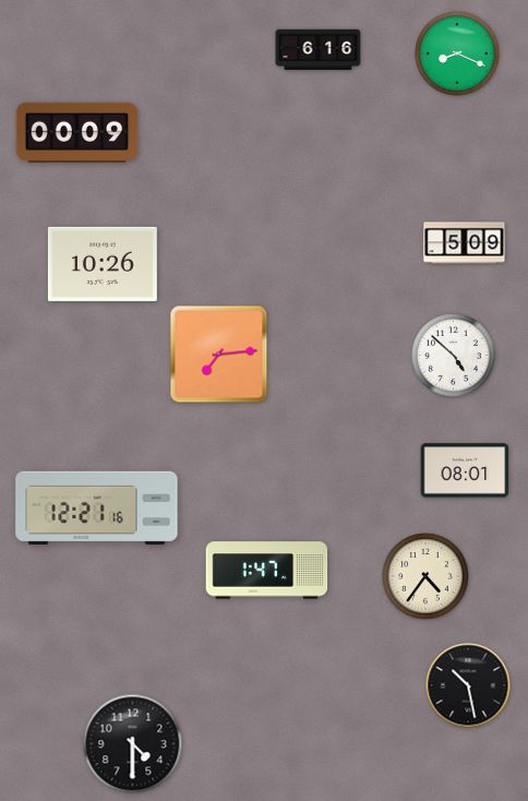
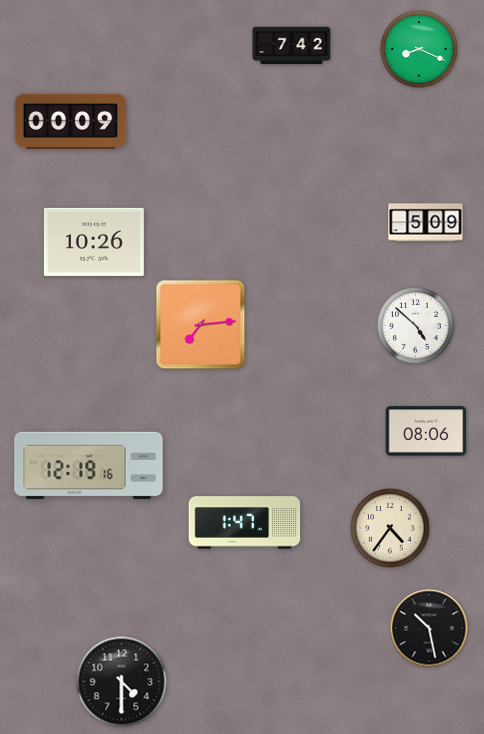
clock at (319, 50): 6:16 -> 7:42
clock at (465, 470): 08:01 -> 08:06
clock at (97, 509): 12:21 -> 12:19
